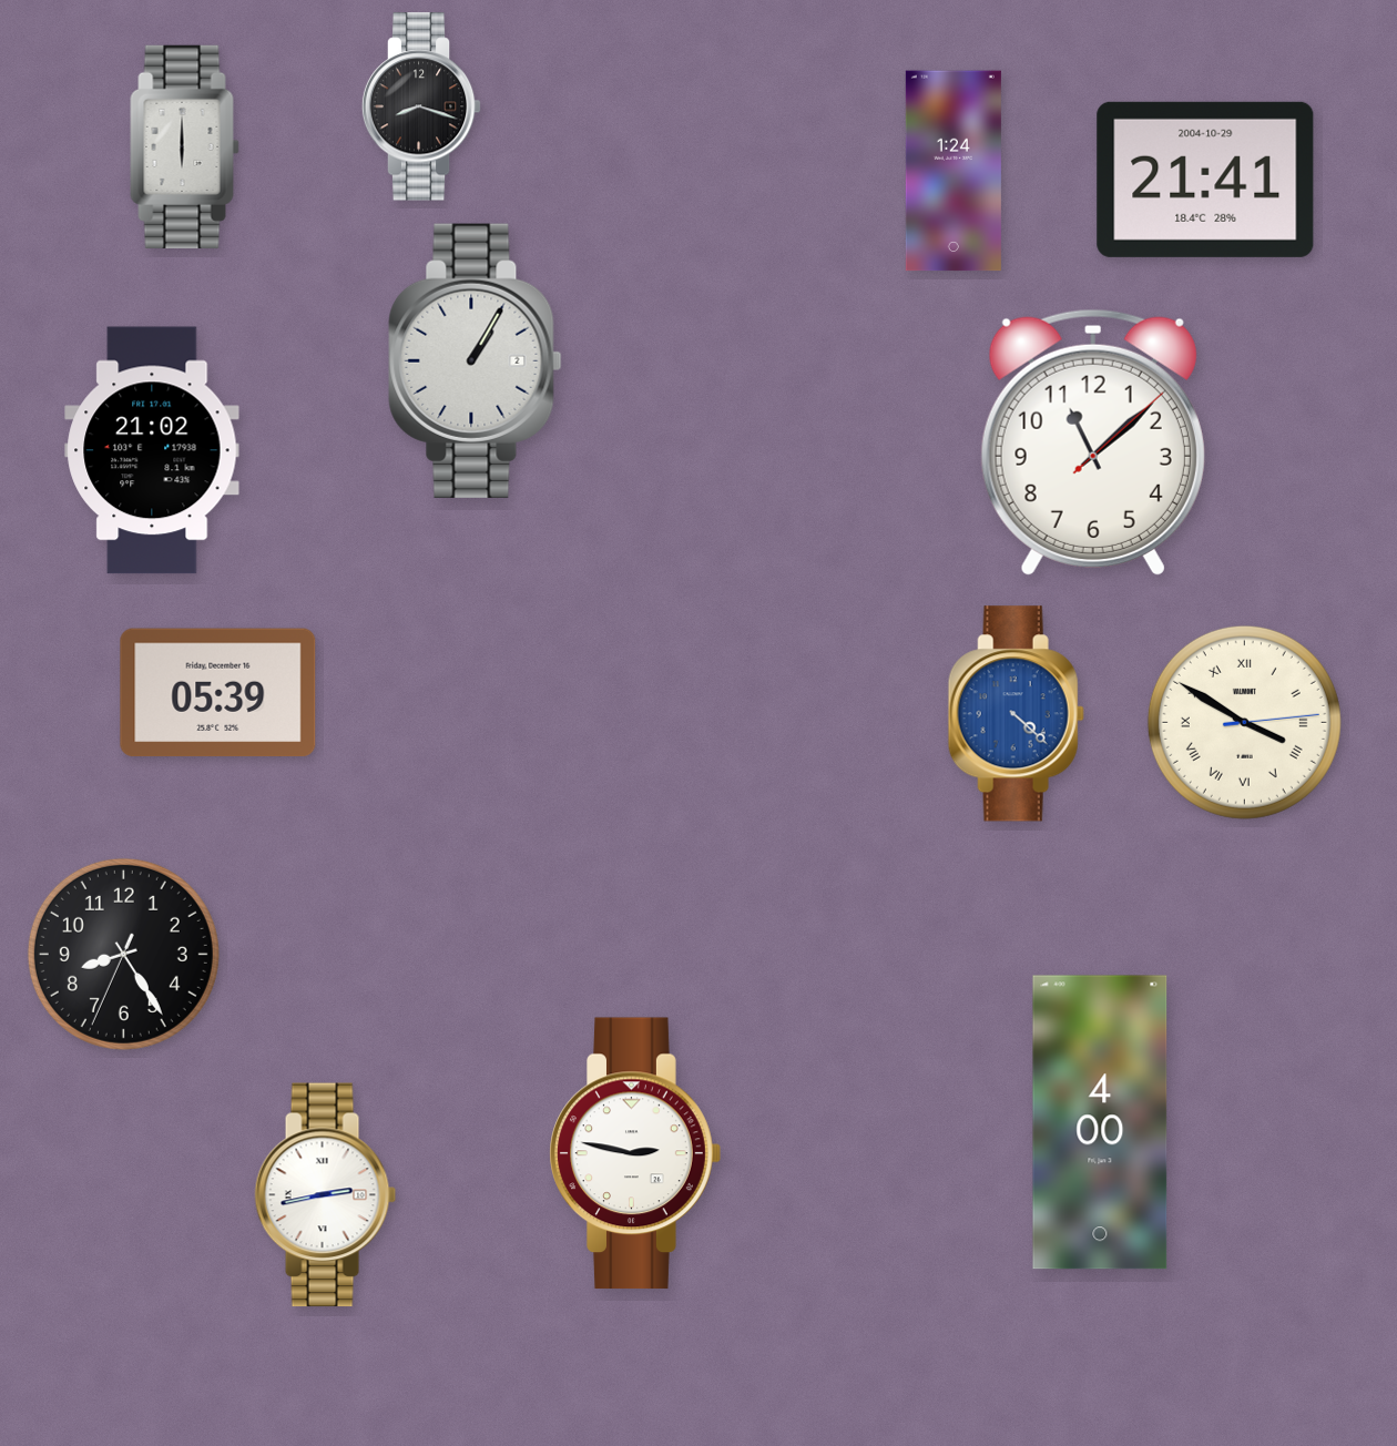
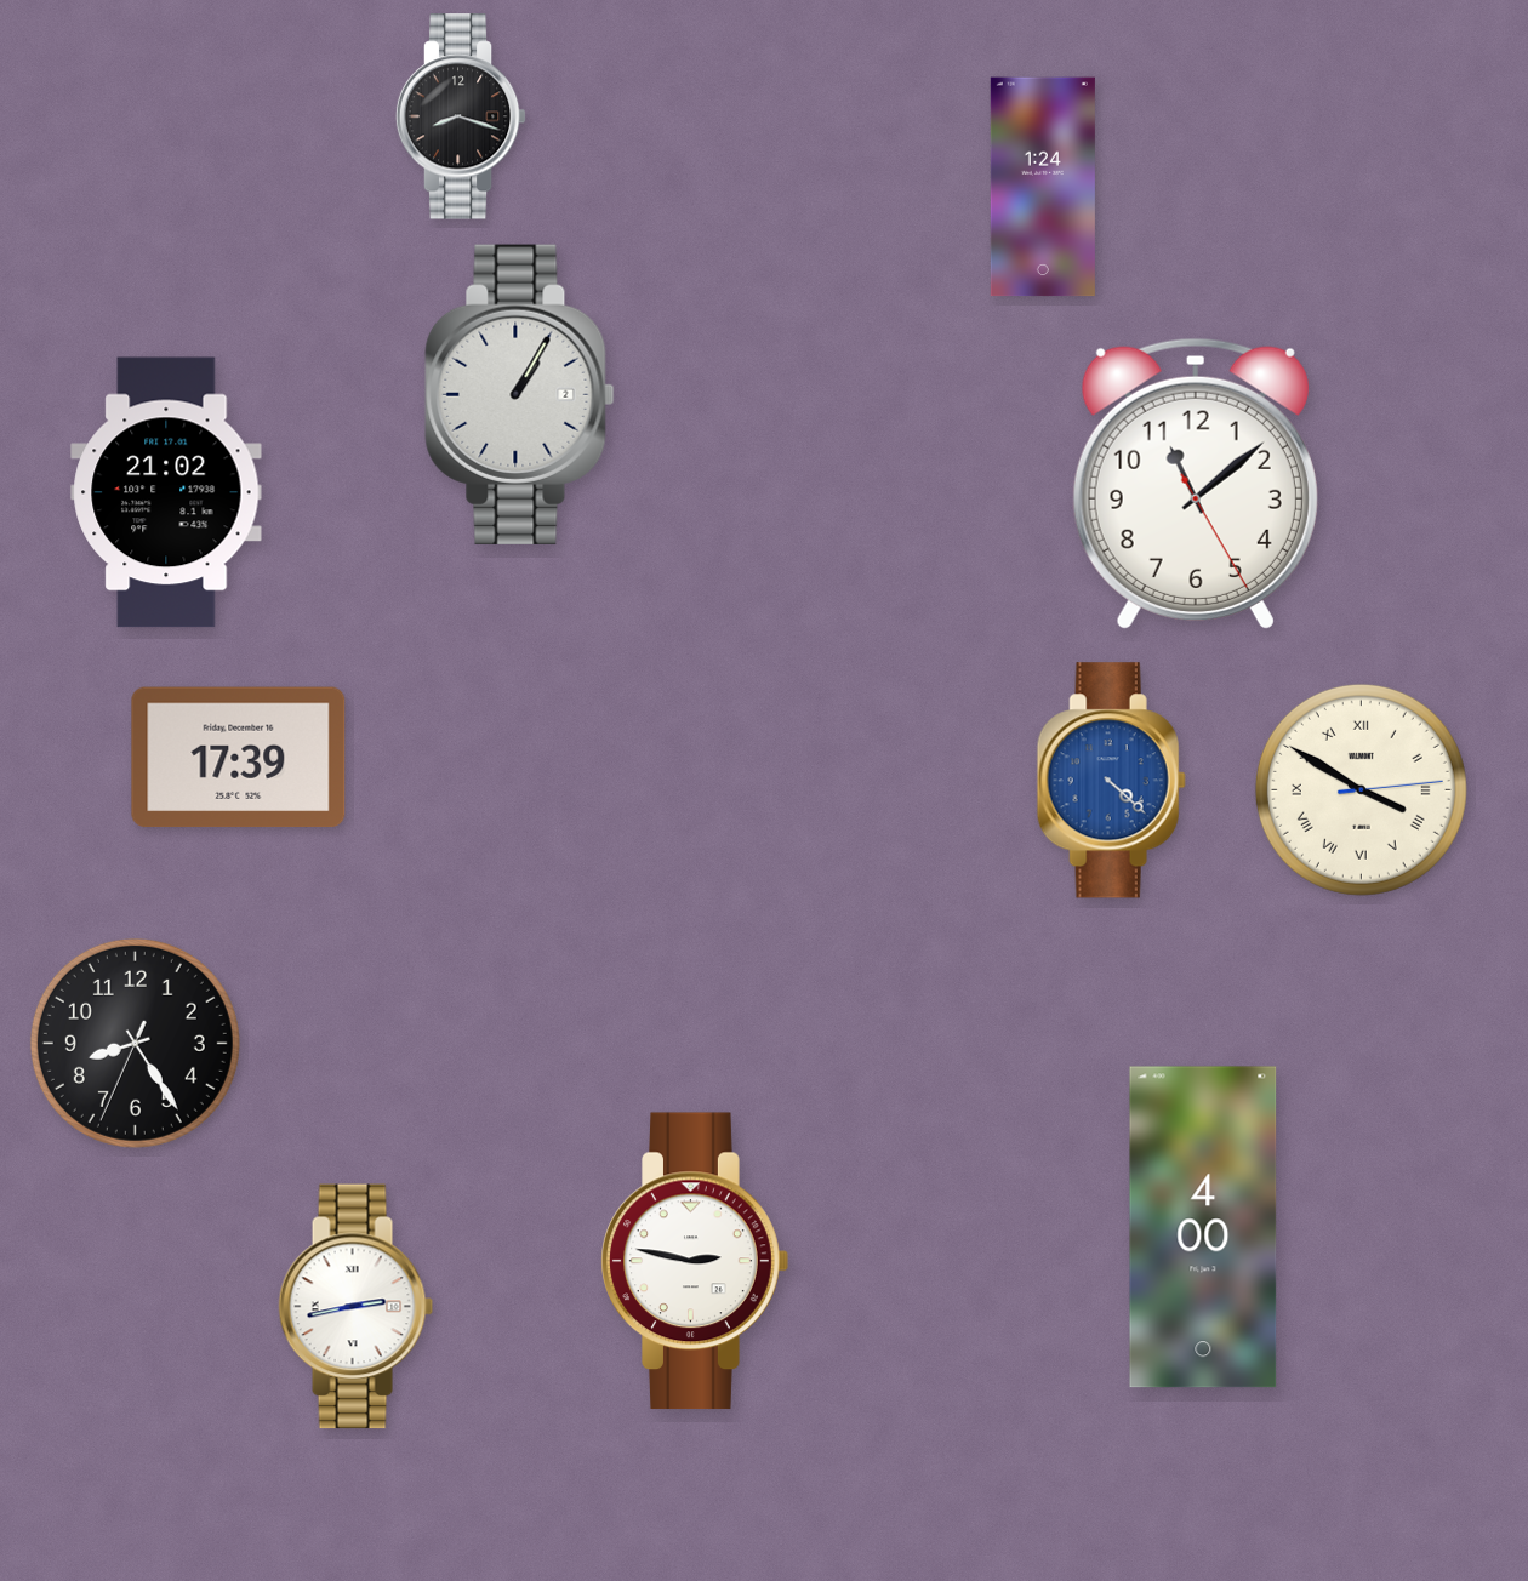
clock at (185, 146): 6:00 -> none
clock at (1205, 180): 21:41 -> none
clock at (1093, 442): 11:08:08 -> 11:08:25
clock at (218, 693): 05:39 -> 17:39
